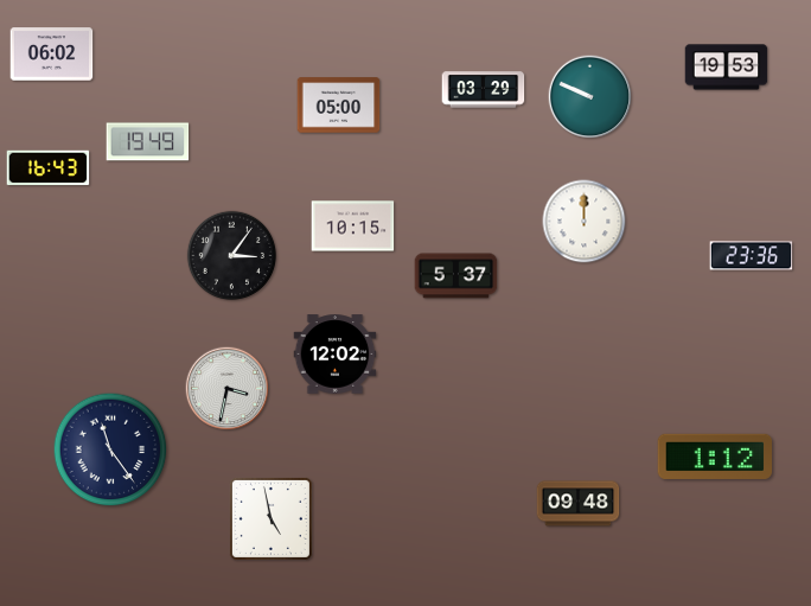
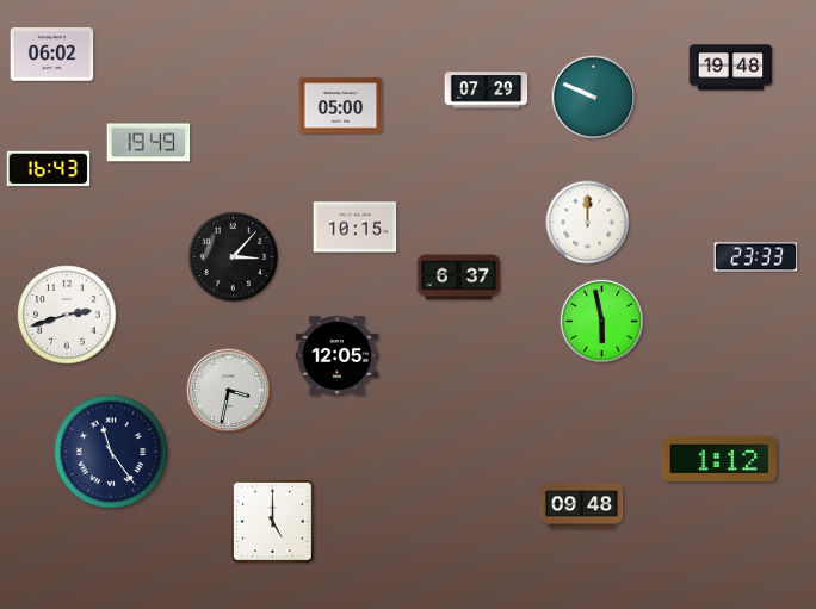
clock at (727, 68): 19:53 -> 19:48
clock at (484, 90): 03:29 -> 07:29
clock at (232, 256): 3:06 -> 3:07
clock at (752, 256): 23:36 -> 23:33
clock at (456, 276): 5:37 -> 6:37
clock at (67, 315): none -> 2:42
clock at (602, 322): none -> 5:58
clock at (336, 355): 12:02 -> 12:05
clock at (270, 518): 4:58 -> 5:00
